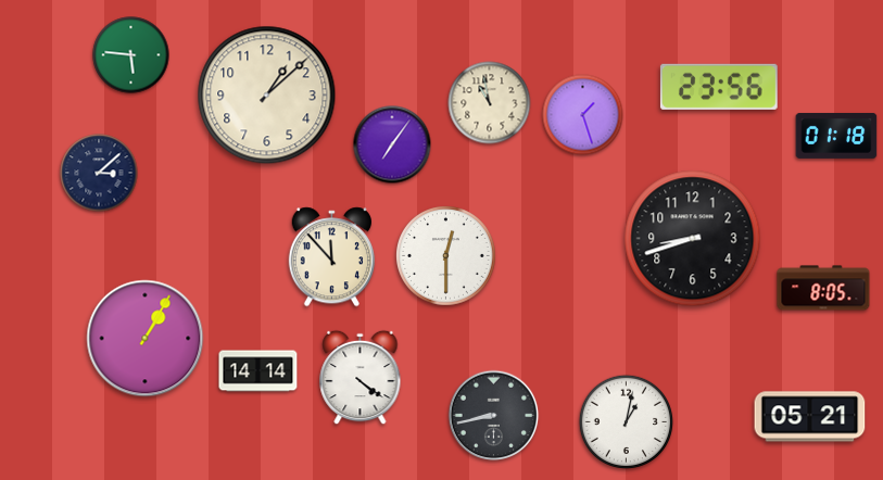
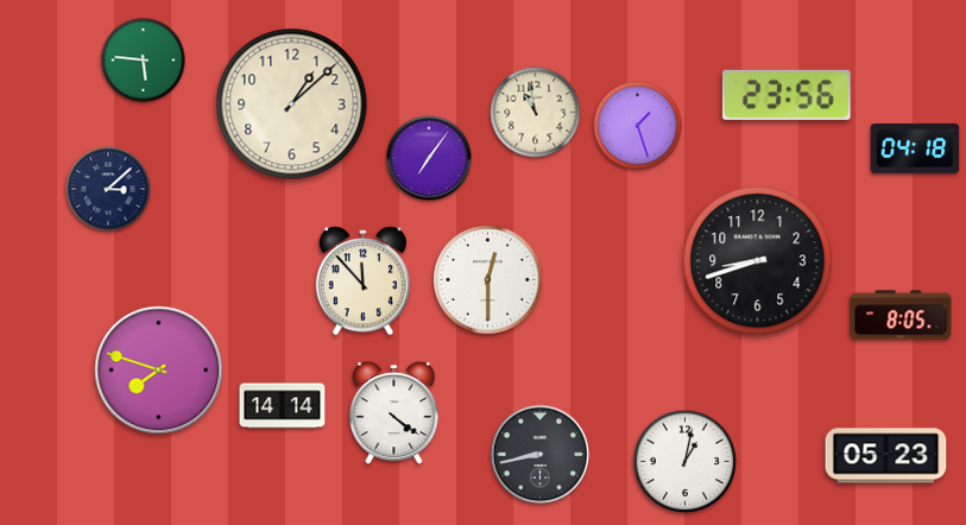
clock at (836, 136): 01:18 -> 04:18
clock at (146, 339): 1:05 -> 7:48
clock at (810, 417): 05:21 -> 05:23
